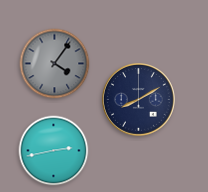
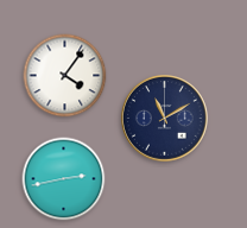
clock at (55, 64) dial: grey -> white
clock at (139, 100): 8:10 -> 11:10
